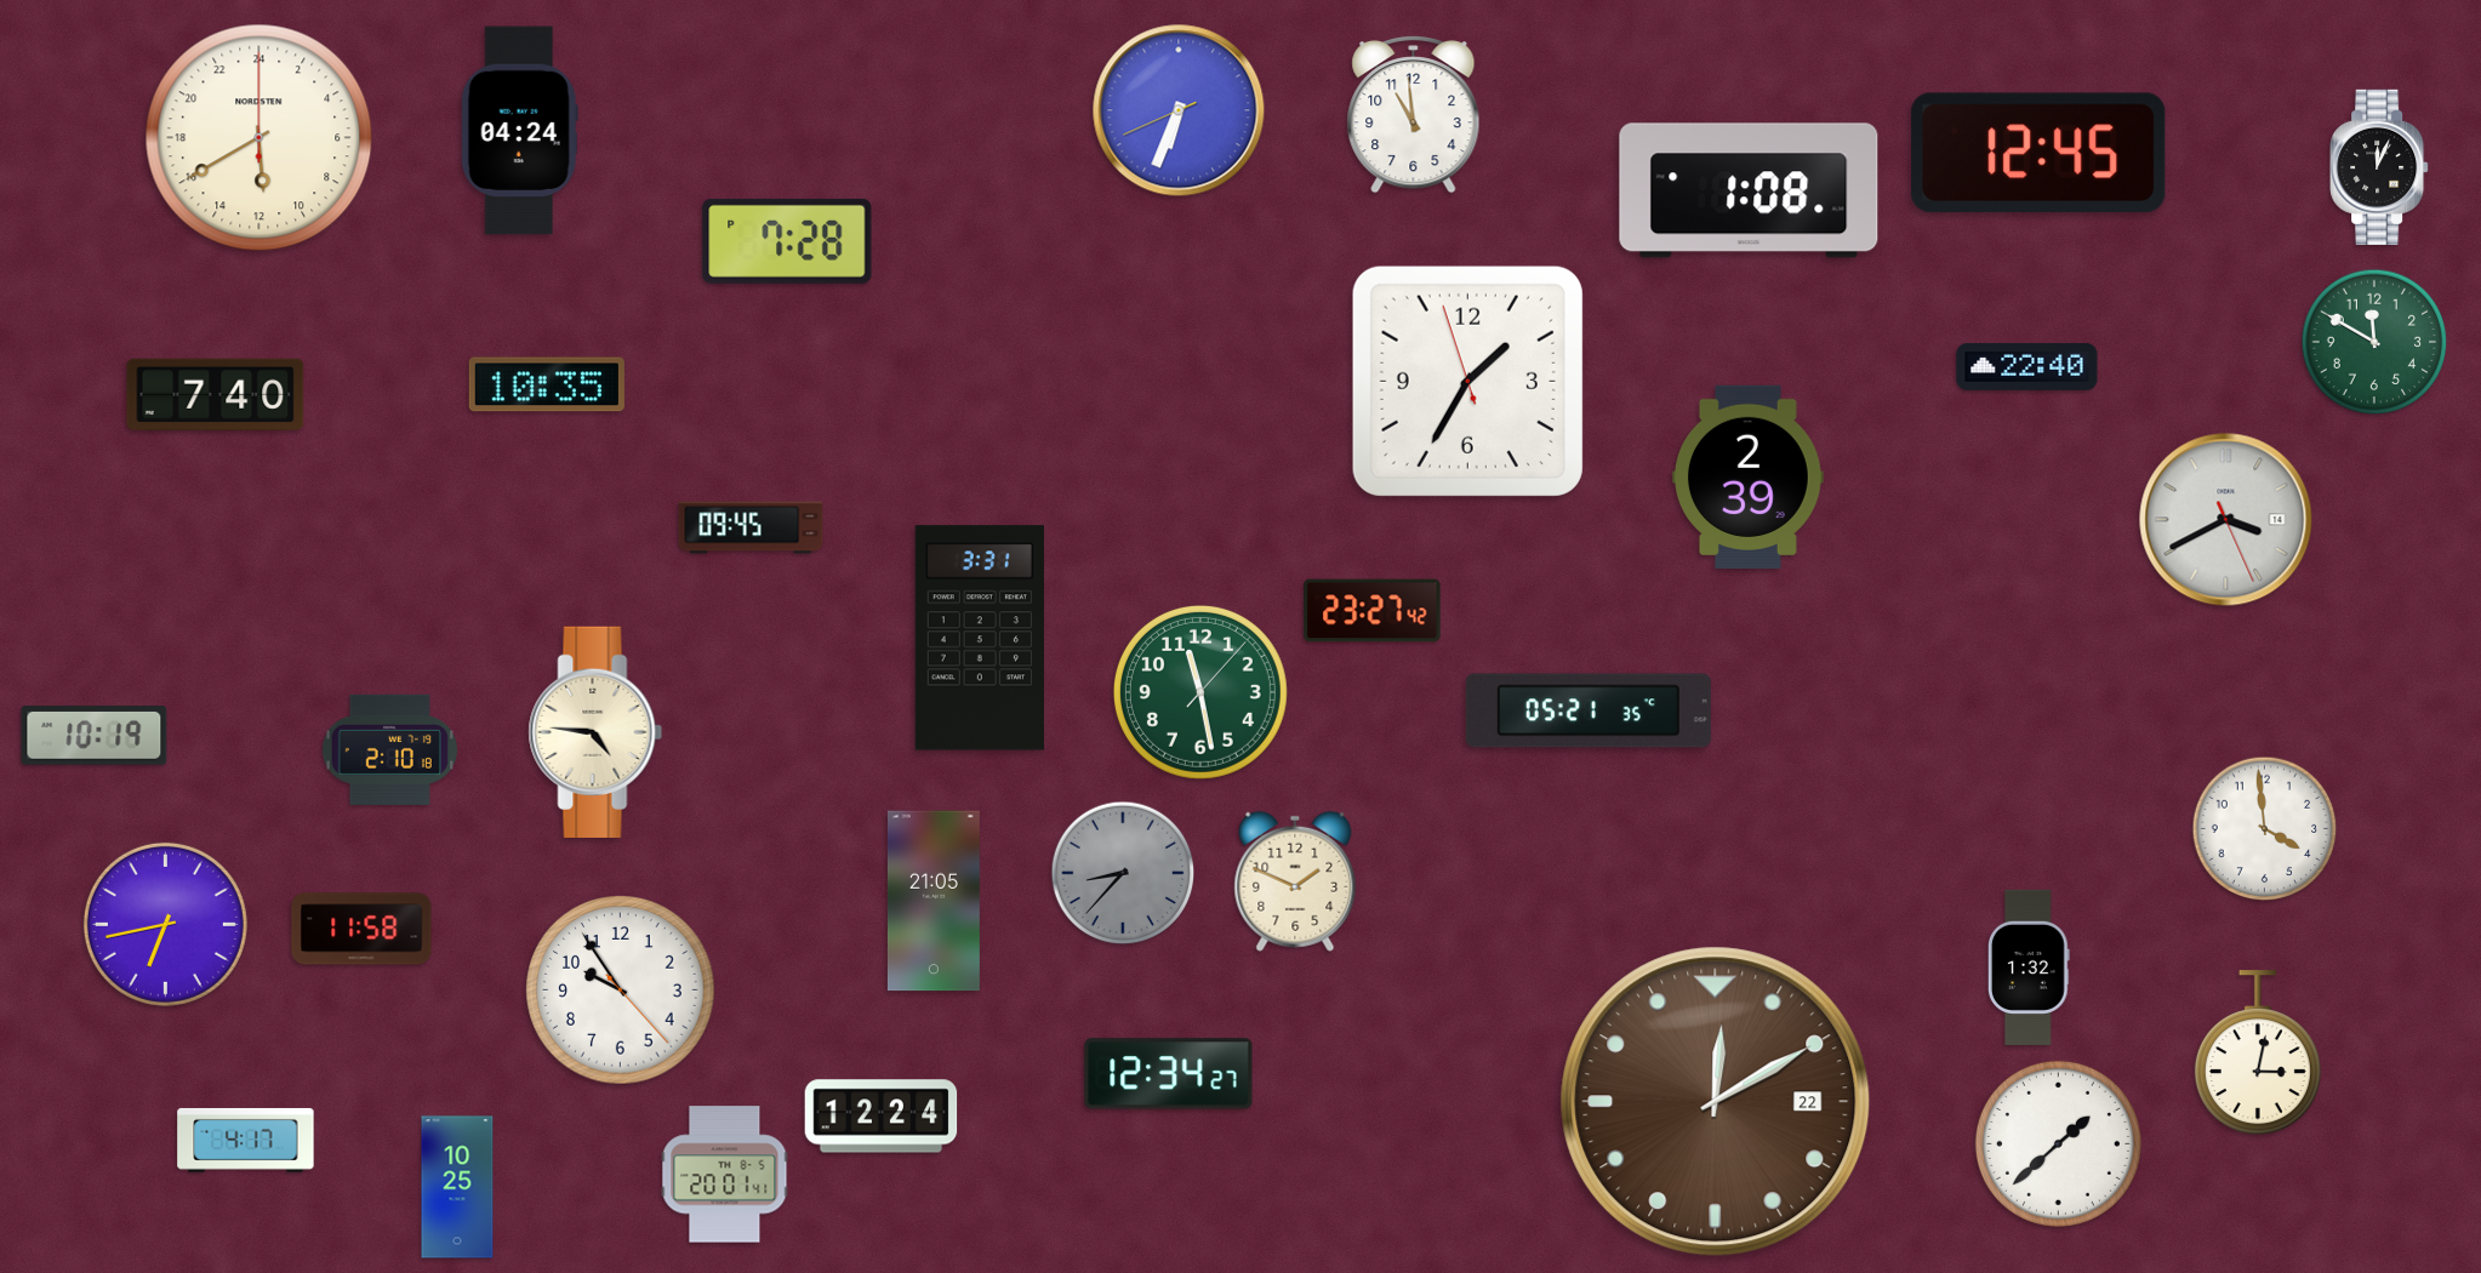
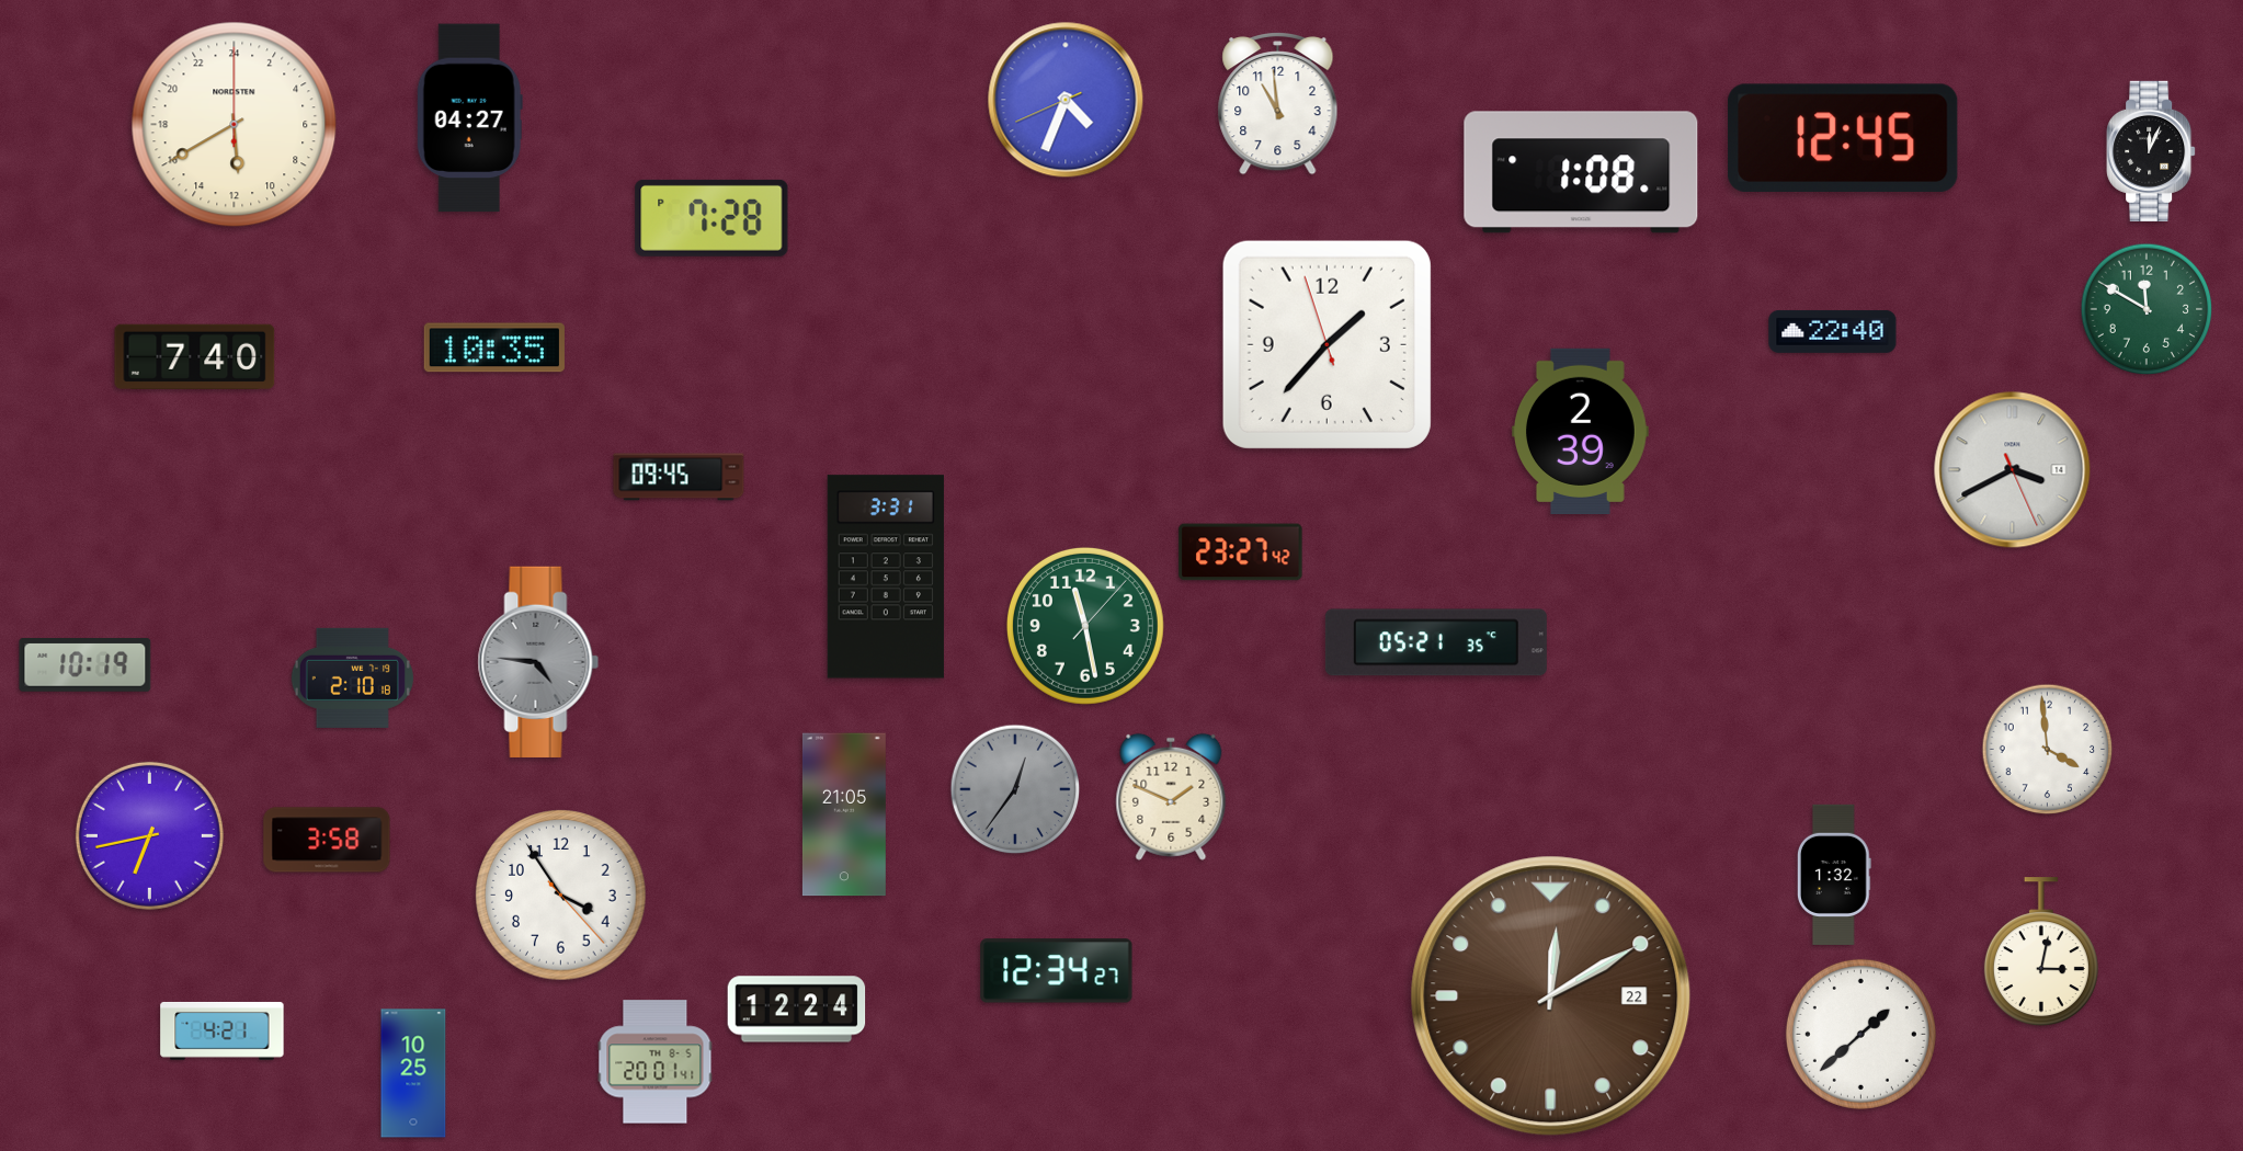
clock at (1179, 110): 6:33 -> 4:33
clock at (519, 131): 04:24 -> 04:27
clock at (1467, 381): 1:34 -> 1:36
clock at (595, 732) dial: cream -> grey
clock at (1123, 873): 8:37 -> 12:36
clock at (361, 929): 11:58 -> 3:58
clock at (621, 991): 9:54 -> 3:54
clock at (246, 1140): 4:17 -> 4:21
